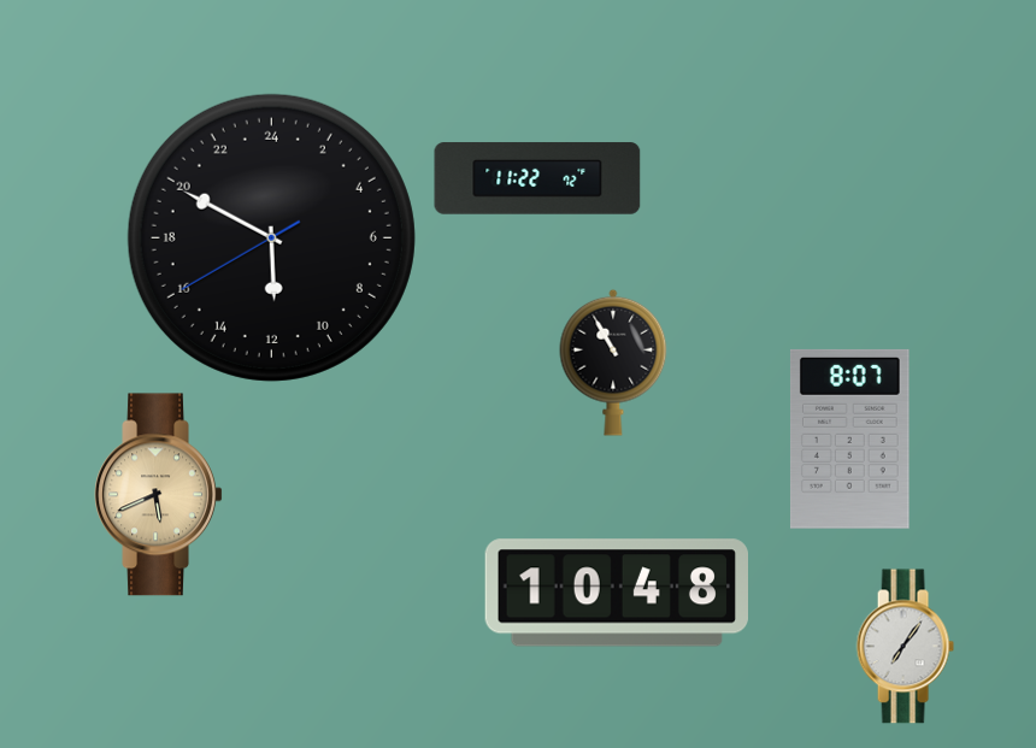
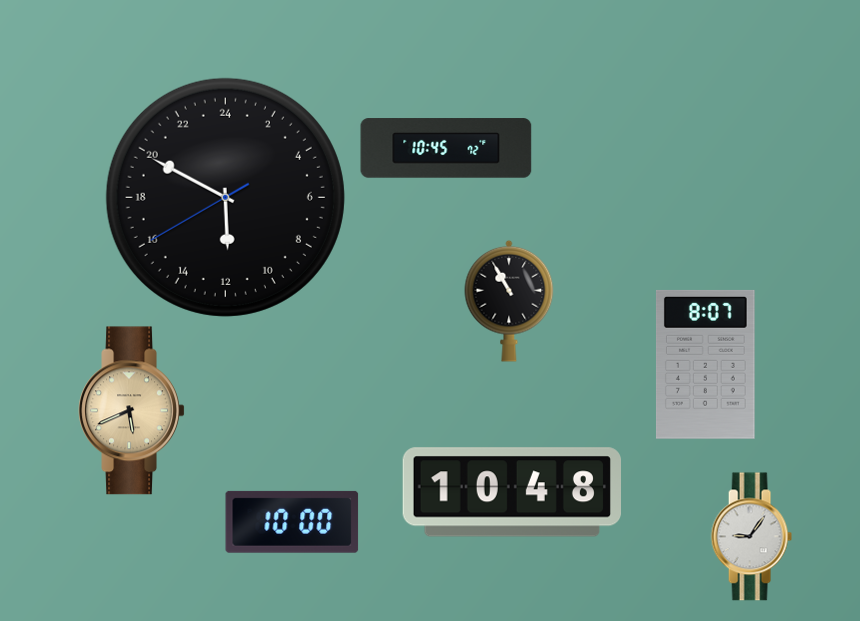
clock at (537, 178): 11:22 -> 10:45
clock at (292, 522): none -> 10:00
clock at (905, 647): 7:06 -> 9:06
